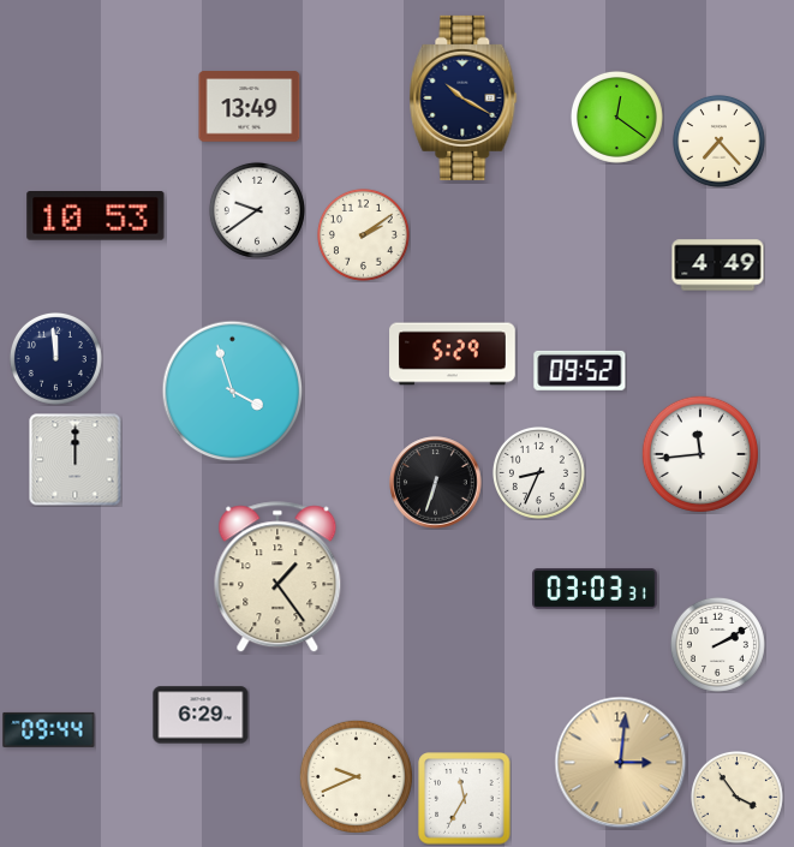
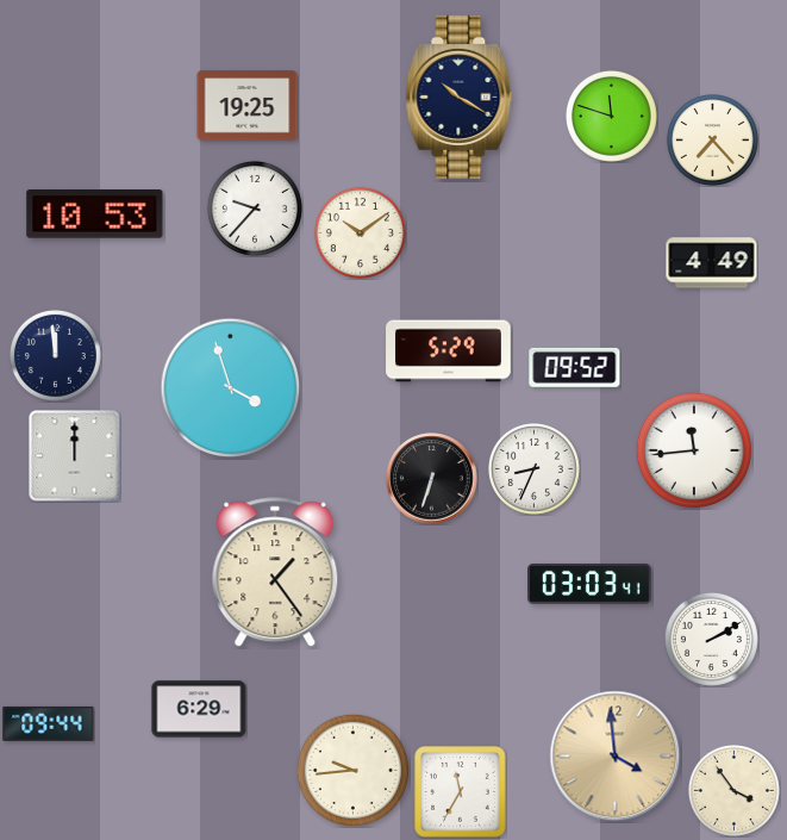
clock at (250, 107): 13:49 -> 19:25
clock at (616, 117): 12:21 -> 11:48
clock at (257, 210): 9:39 -> 9:37
clock at (363, 234): 2:09 -> 10:09
clock at (596, 589): 03:03:31 -> 03:03:41
clock at (621, 763): 3:01 -> 3:59
clock at (356, 776): 9:41 -> 9:44
clock at (736, 797) position: (736, 797) -> (733, 790)
